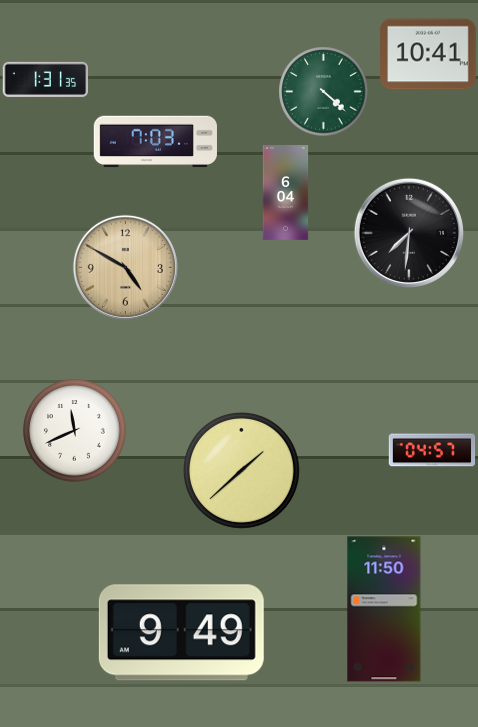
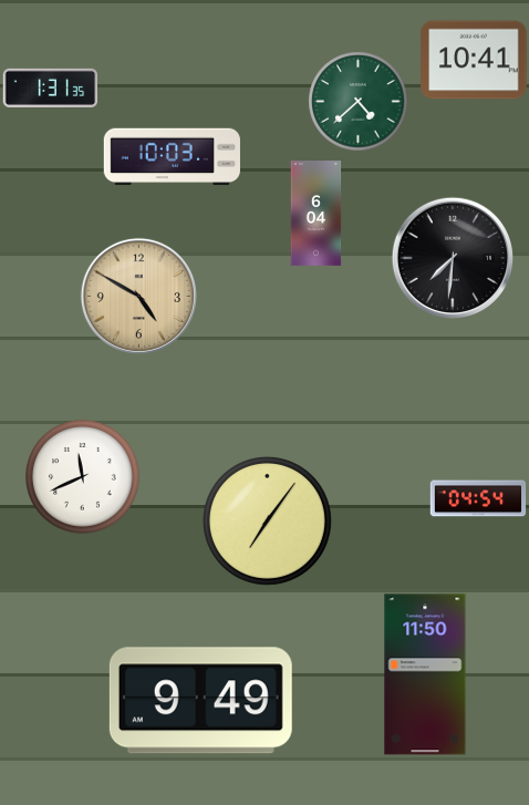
clock at (324, 92): 4:22 -> 4:38
clock at (155, 142): 7:03 -> 10:03
clock at (432, 450): 04:57 -> 04:54
clock at (241, 470): 1:38 -> 7:06
